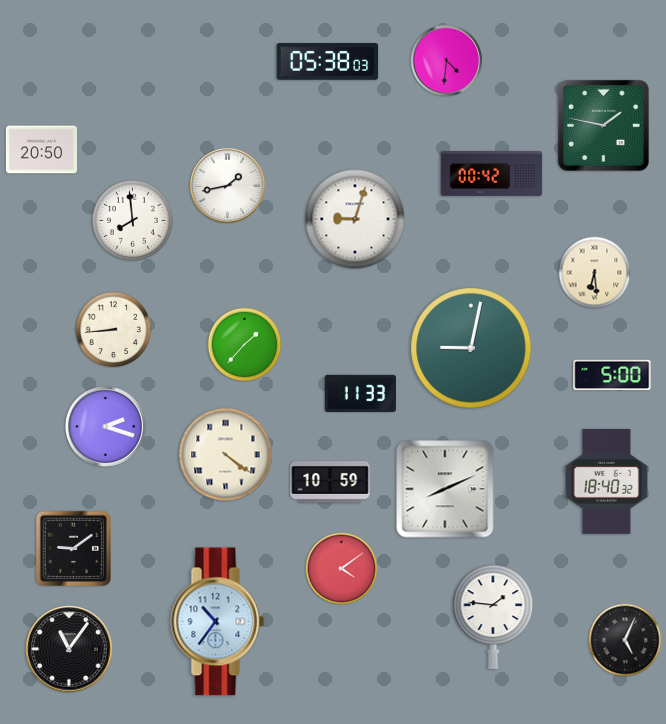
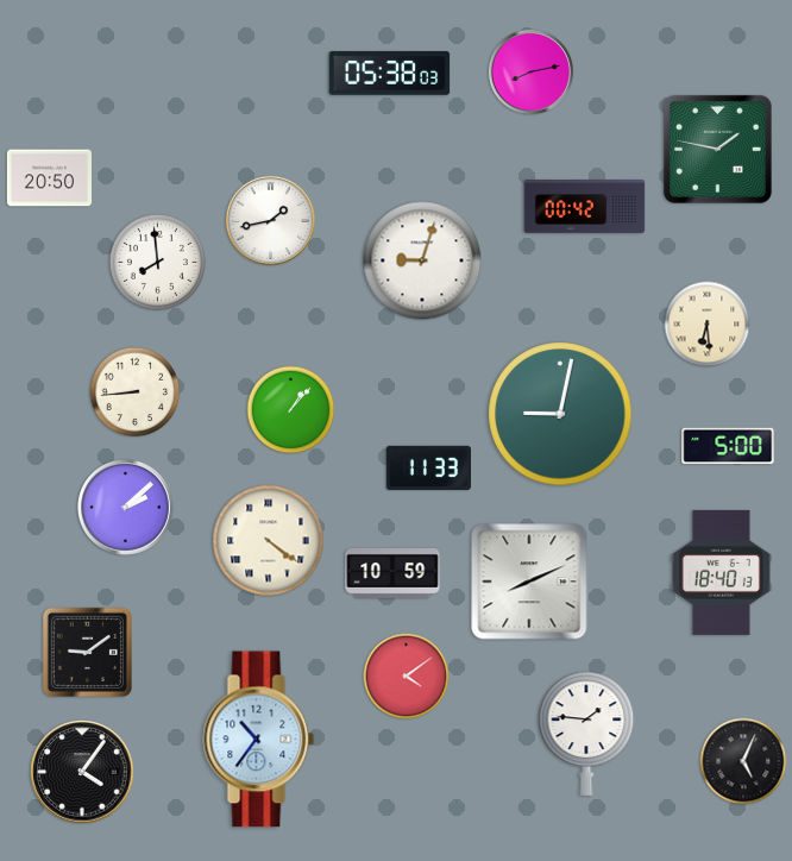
clock at (446, 60): 4:31 -> 8:13
clock at (245, 345): 1:37 -> 1:07
clock at (106, 427): 2:18 -> 2:08
clock at (606, 481): 18:40:32 -> 18:40:13
clock at (69, 649): 11:06 -> 4:06
